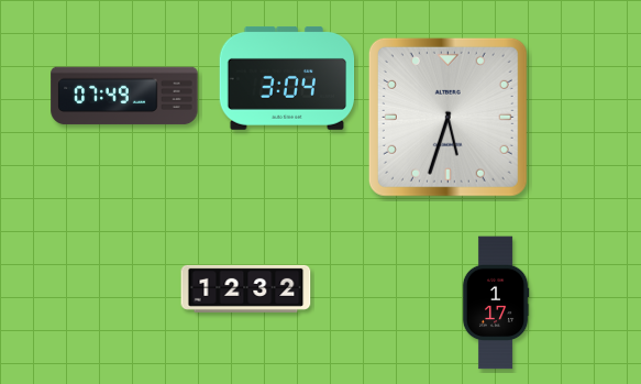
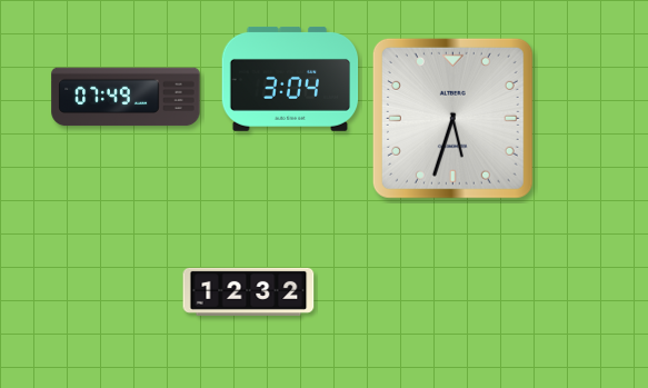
clock at (496, 303): 1:17 -> none
